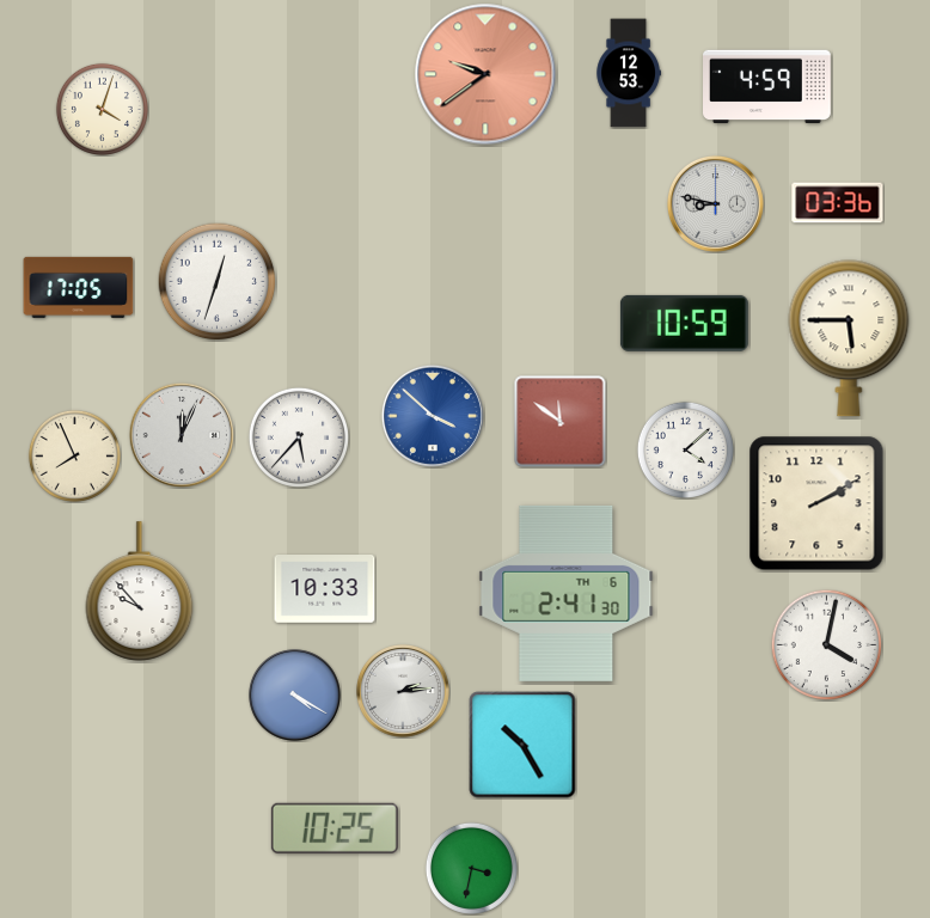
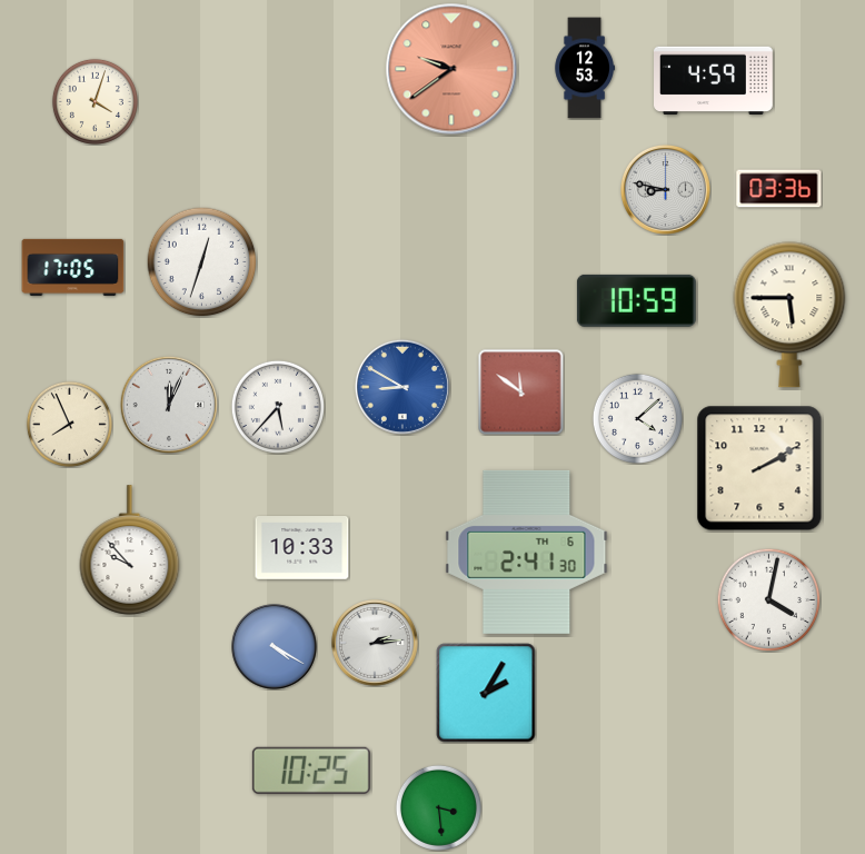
clock at (433, 416): 3:52 -> 8:50
clock at (522, 745): 10:25 -> 2:05
clock at (471, 868): 3:32 -> 3:29
